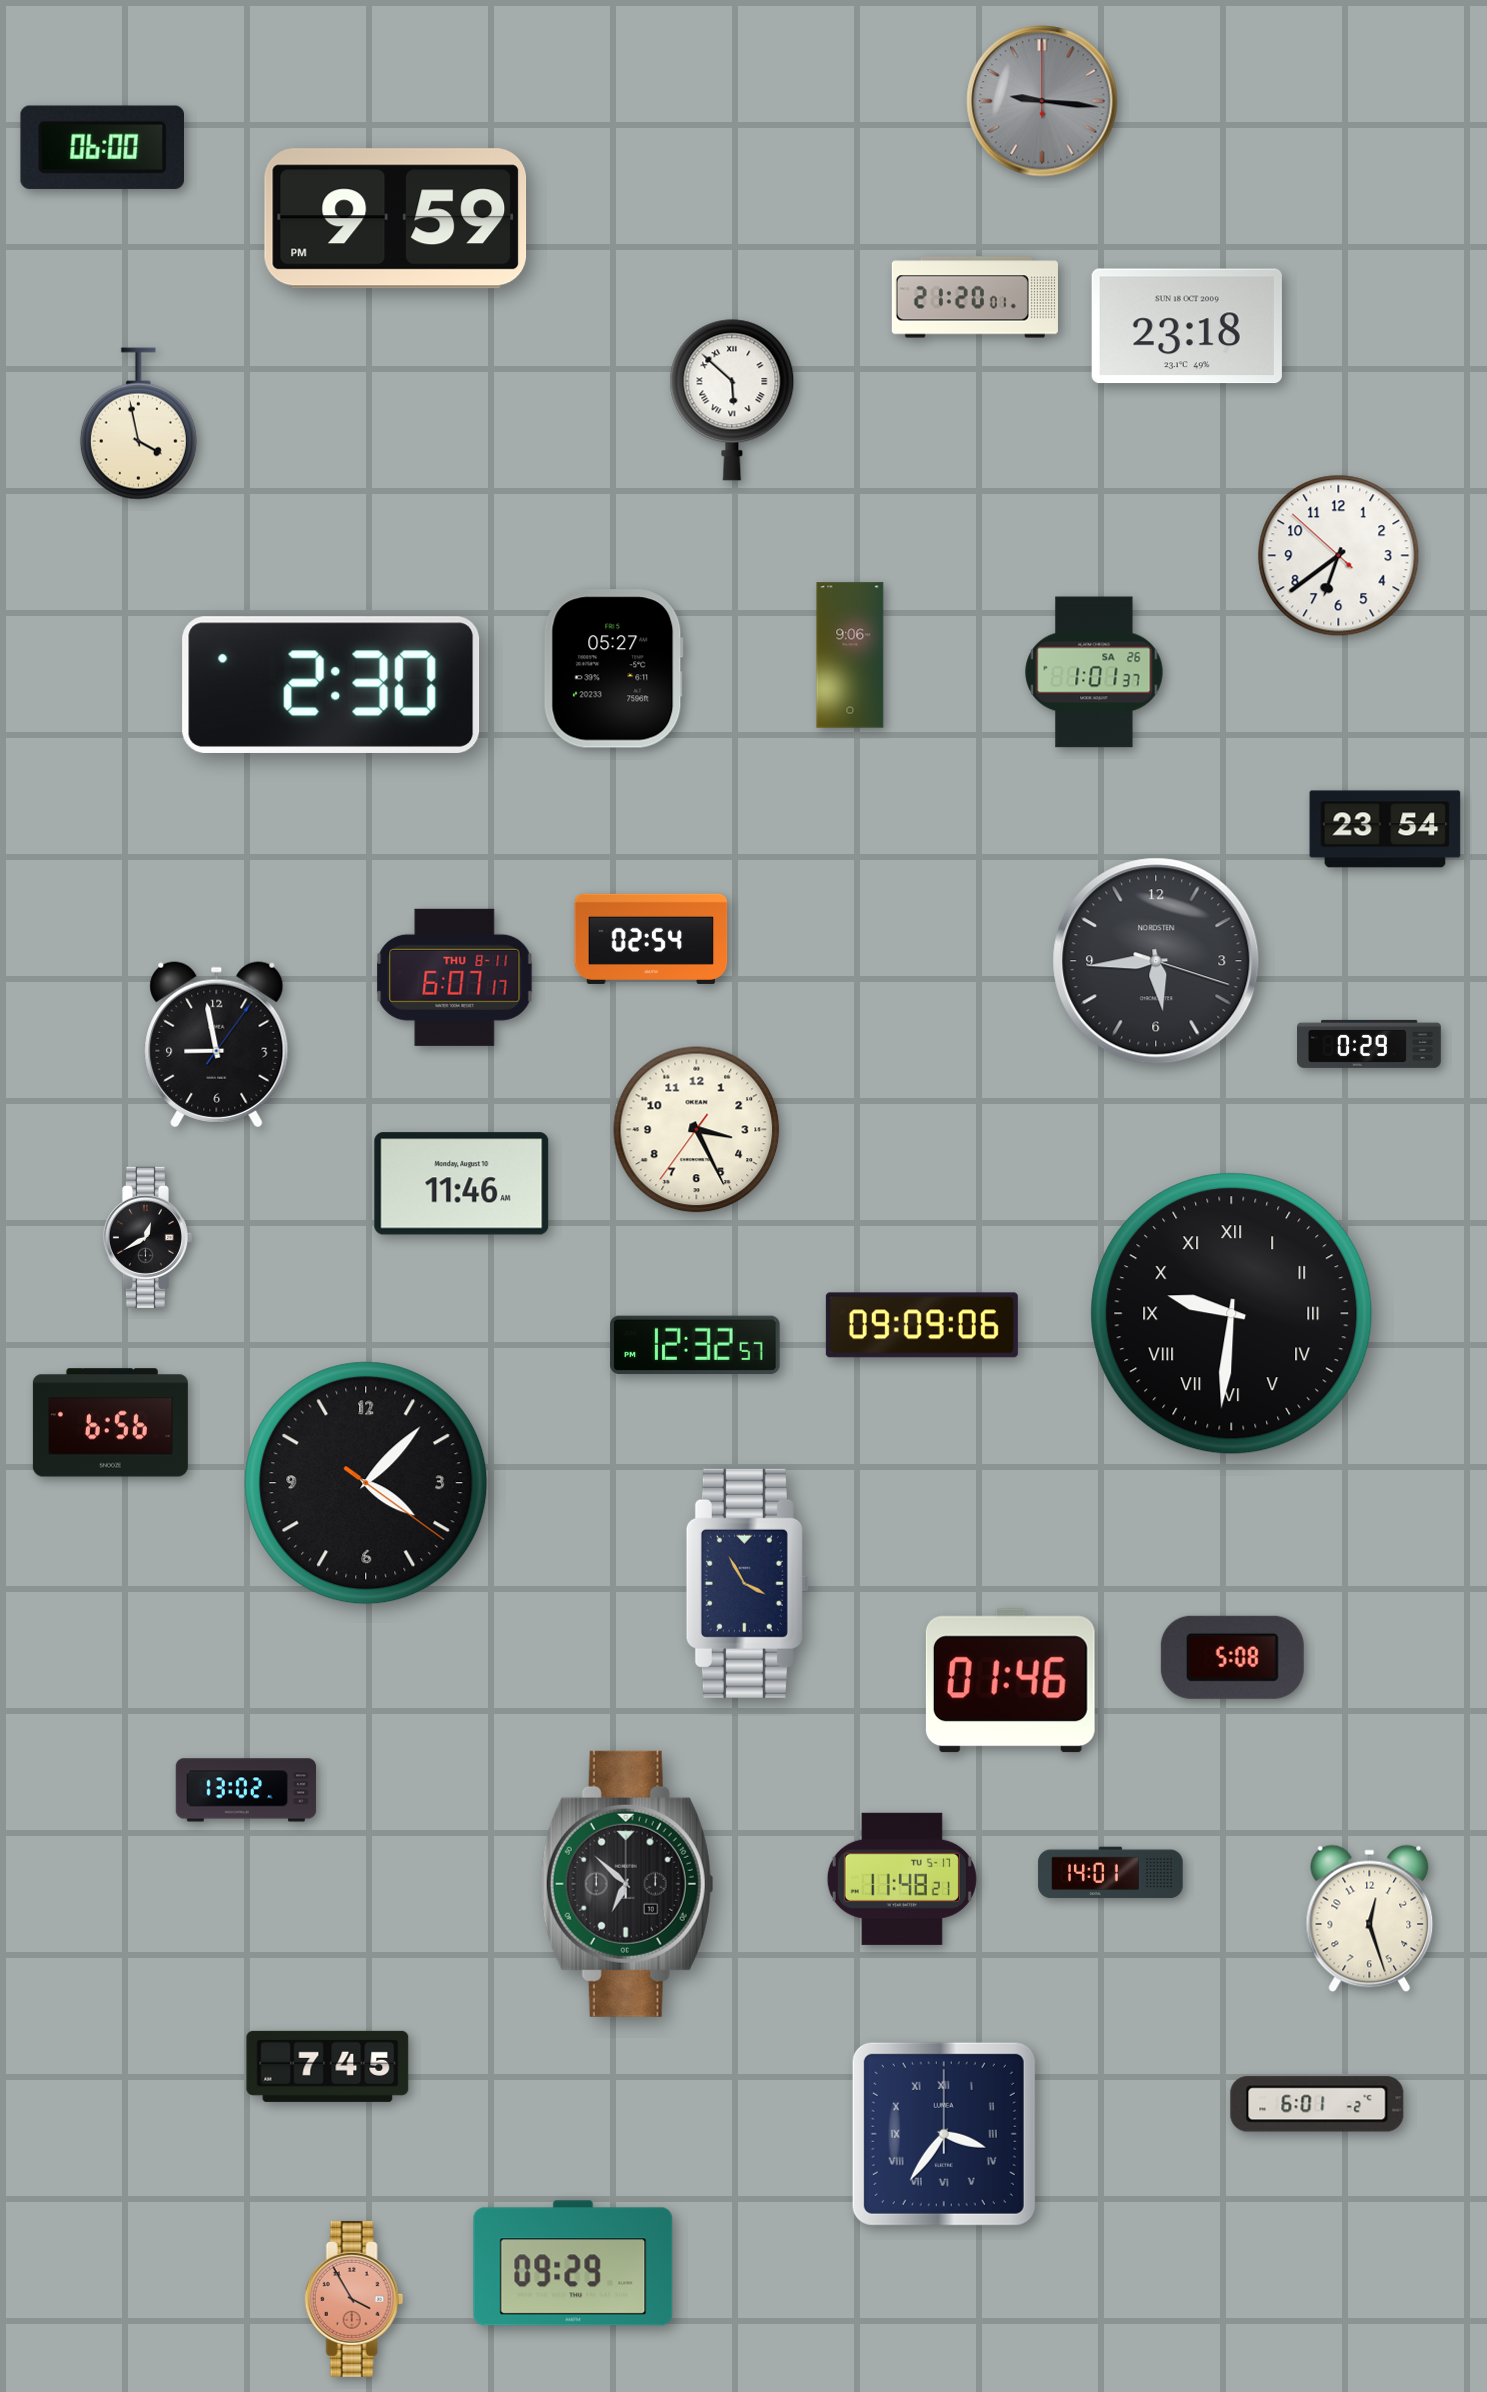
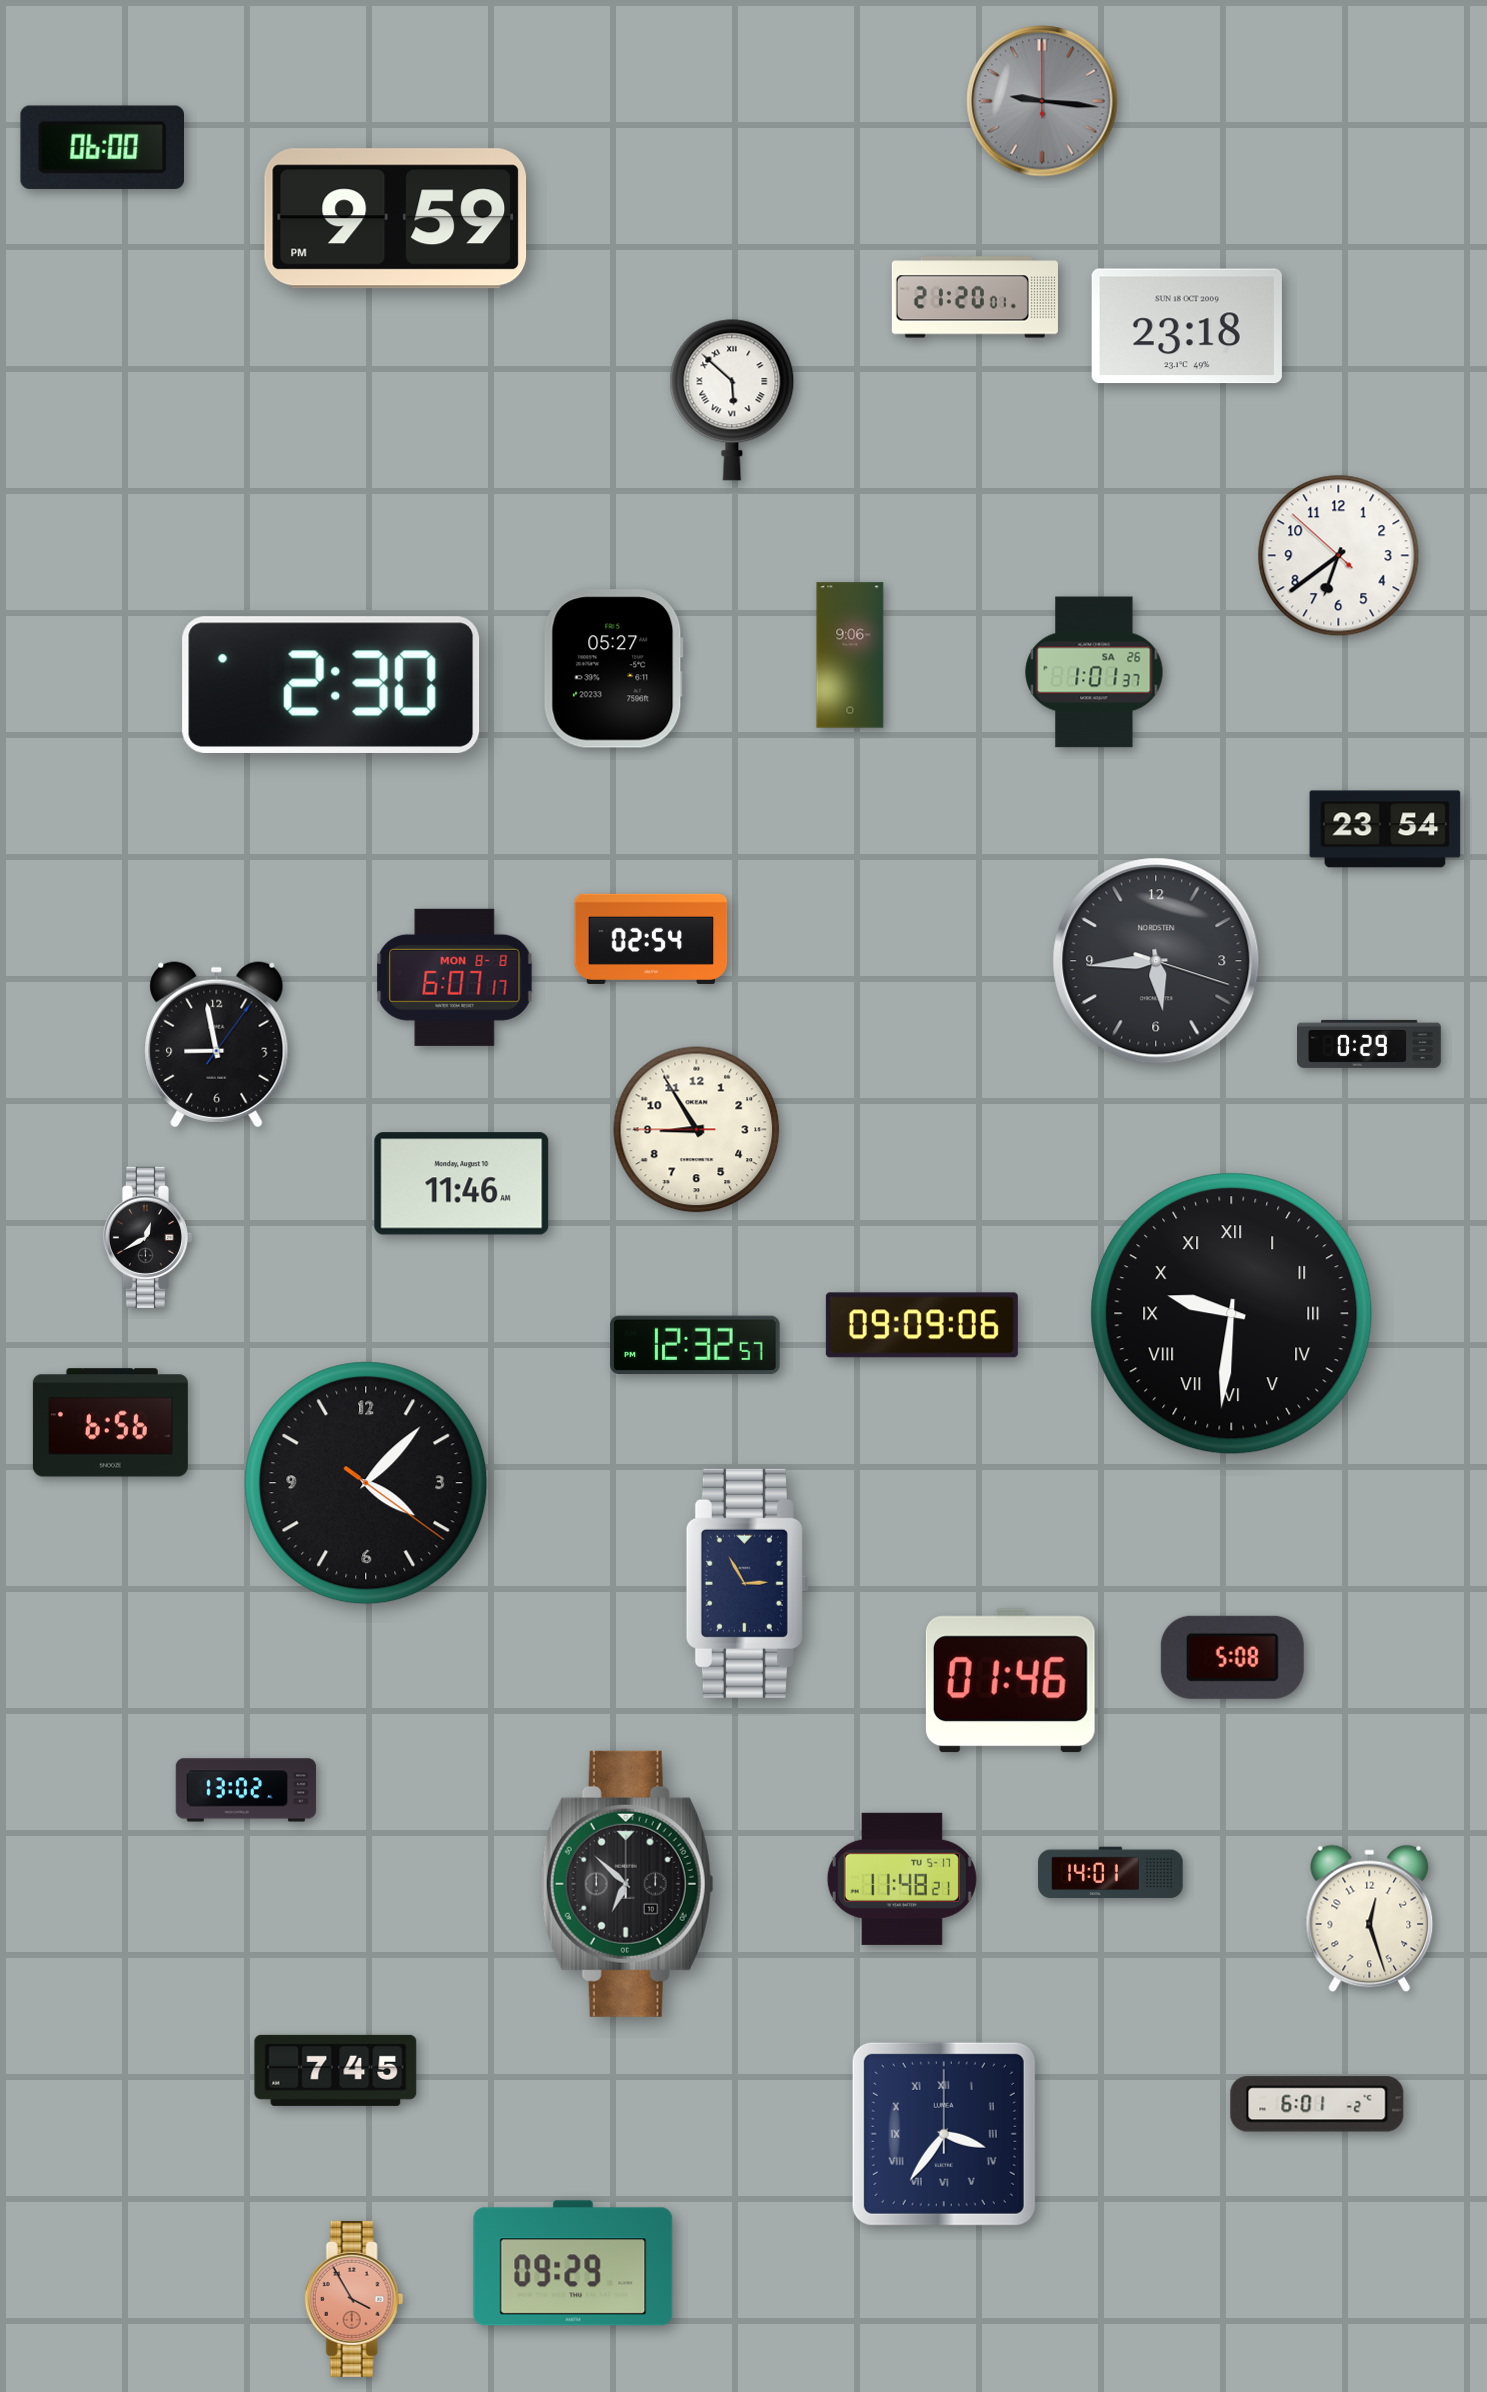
clock at (138, 424): 3:58 -> none
clock at (455, 977) date: THU 8-11 -> MON 8-8
clock at (697, 1130): 3:25 -> 8:54
clock at (747, 1583): 3:55 -> 2:55
clock at (328, 2066) position: (328, 2066) -> (336, 2070)
